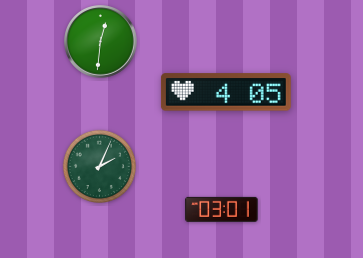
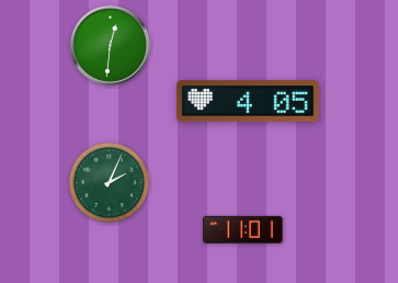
clock at (222, 209): 03:01 -> 11:01
